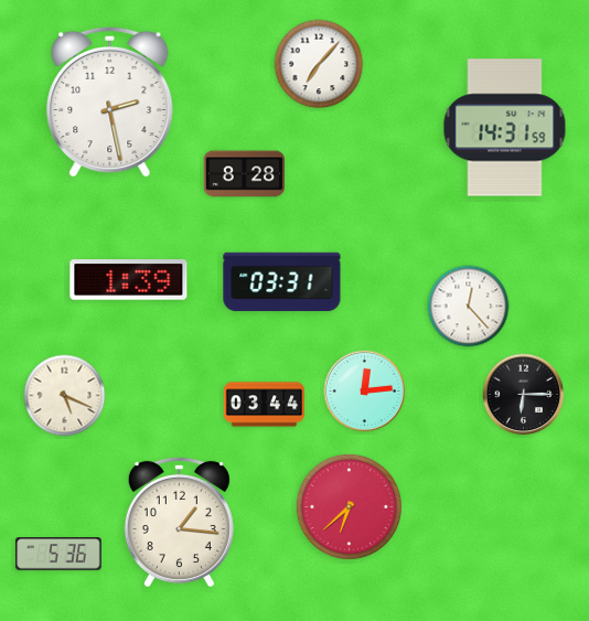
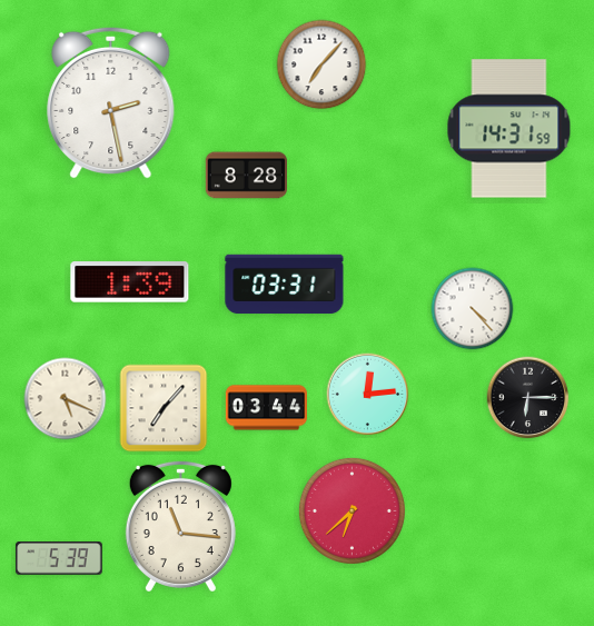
clock at (469, 307): 12:23 -> 4:23
clock at (164, 408): none -> 7:07
clock at (179, 521): 1:16 -> 11:16
clock at (58, 554): 5:36 -> 5:39
